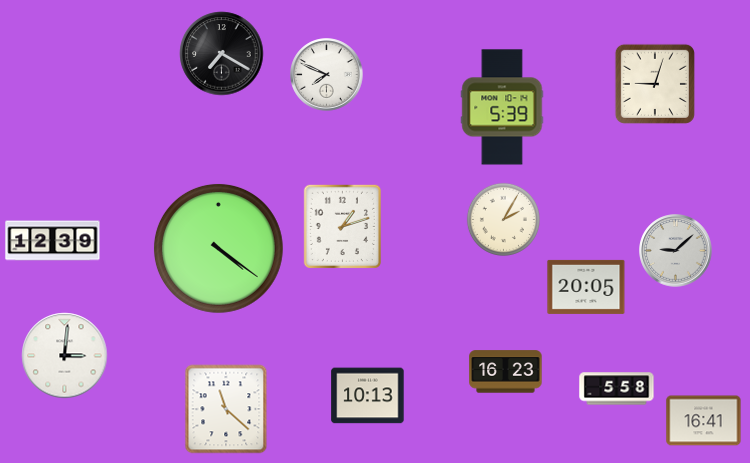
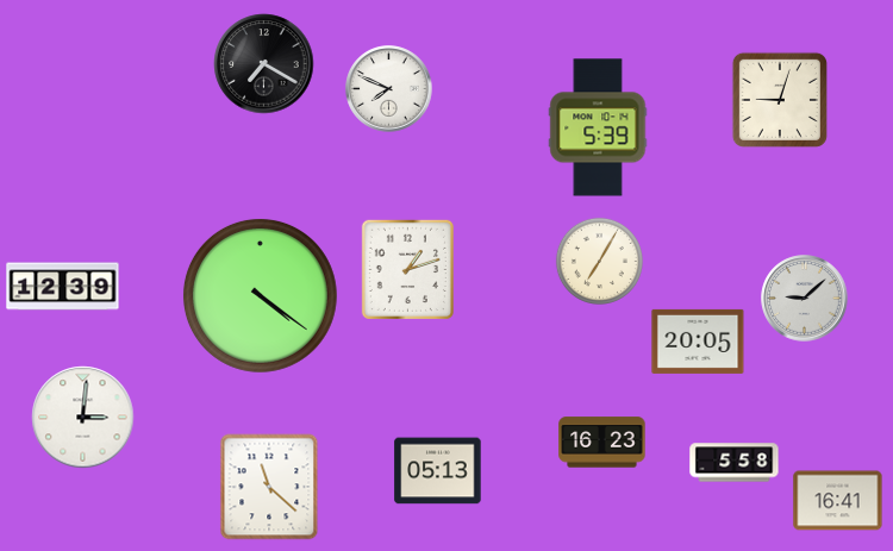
clock at (503, 219): 2:05 -> 7:05
clock at (65, 356) position: (65, 356) -> (83, 418)
clock at (368, 396): 10:13 -> 05:13
